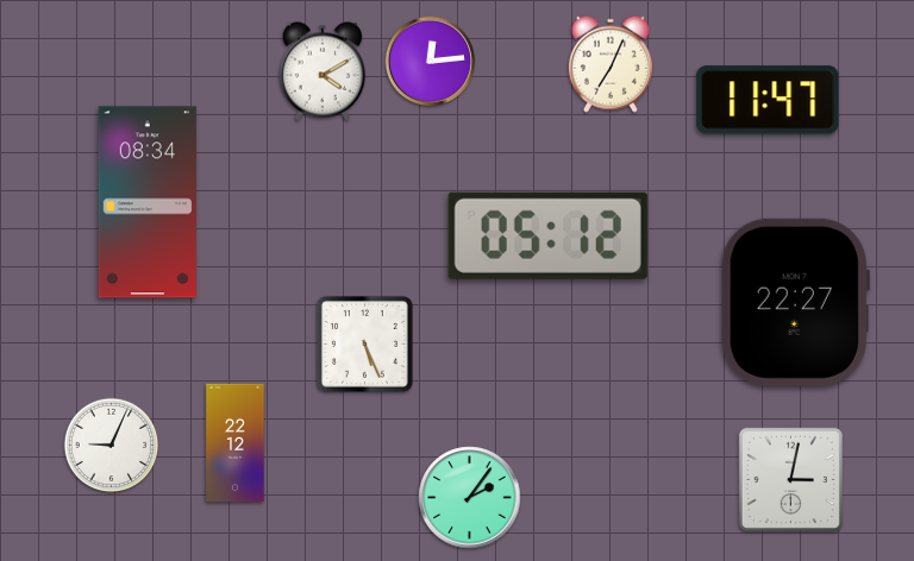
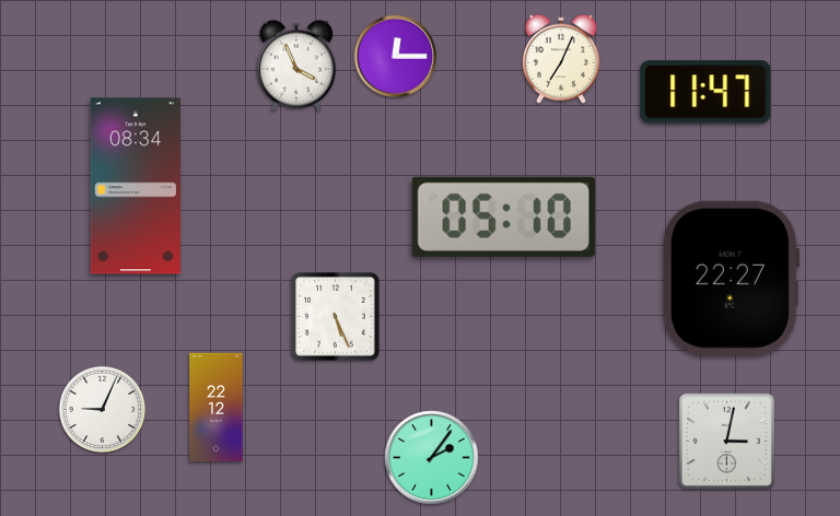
clock at (431, 62): 12:14 -> 12:15
clock at (321, 71): 4:10 -> 3:56
clock at (547, 235): 05:12 -> 05:10
